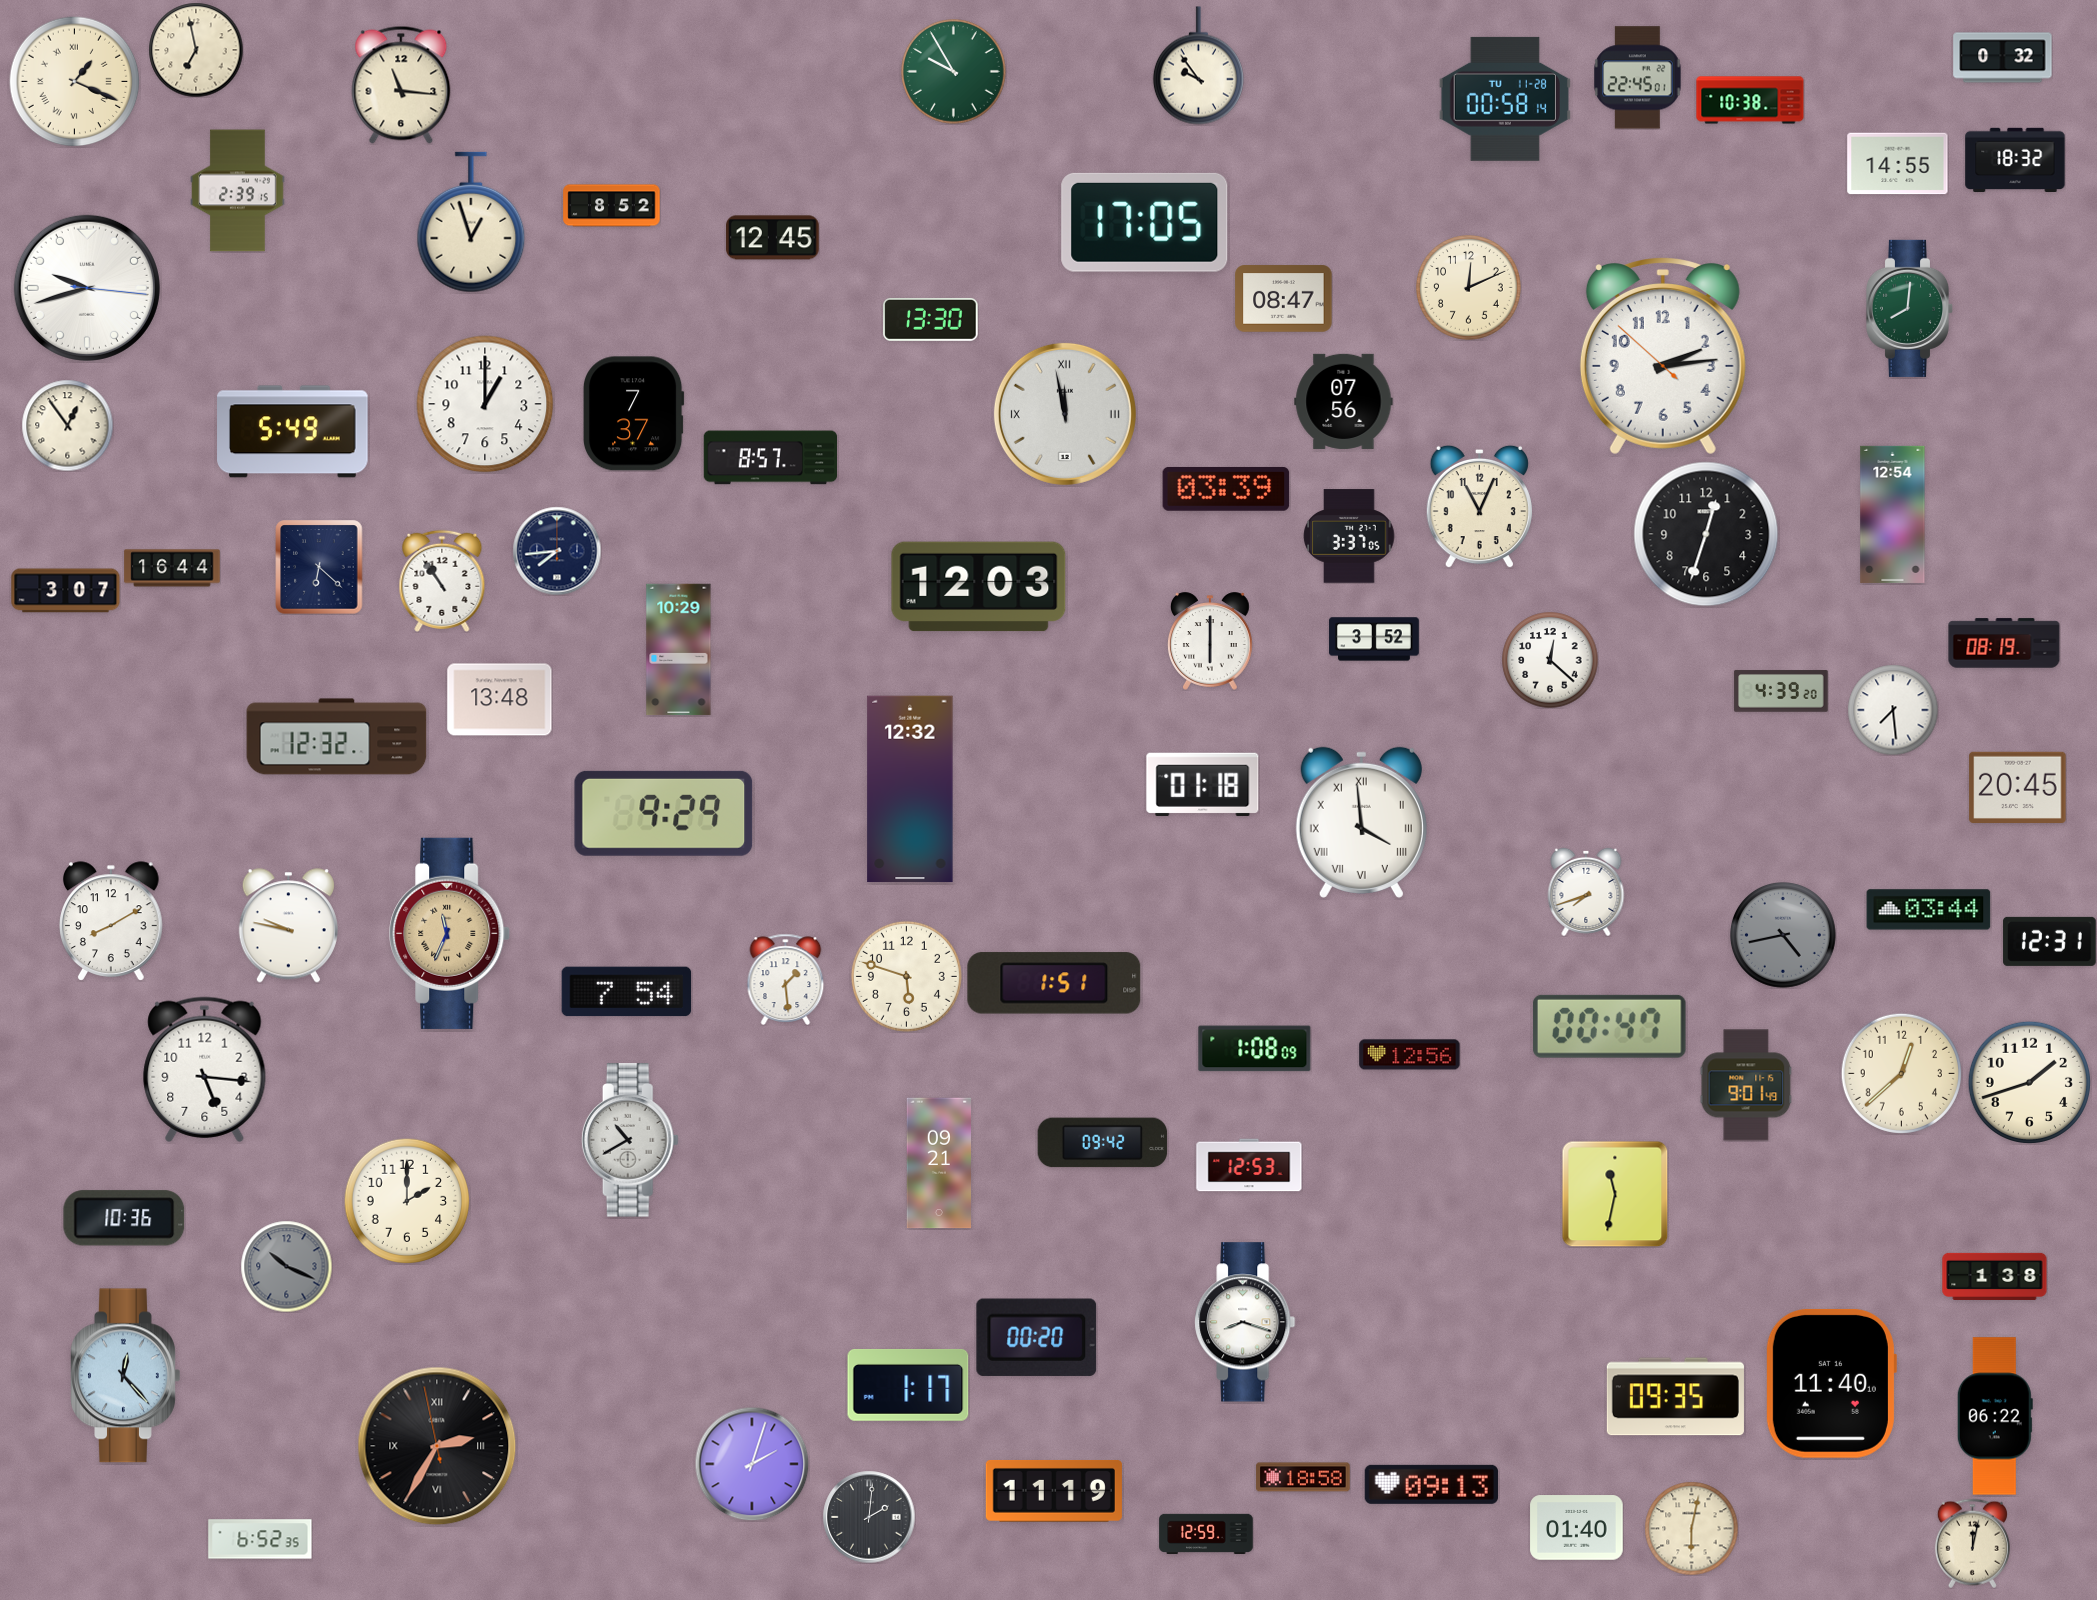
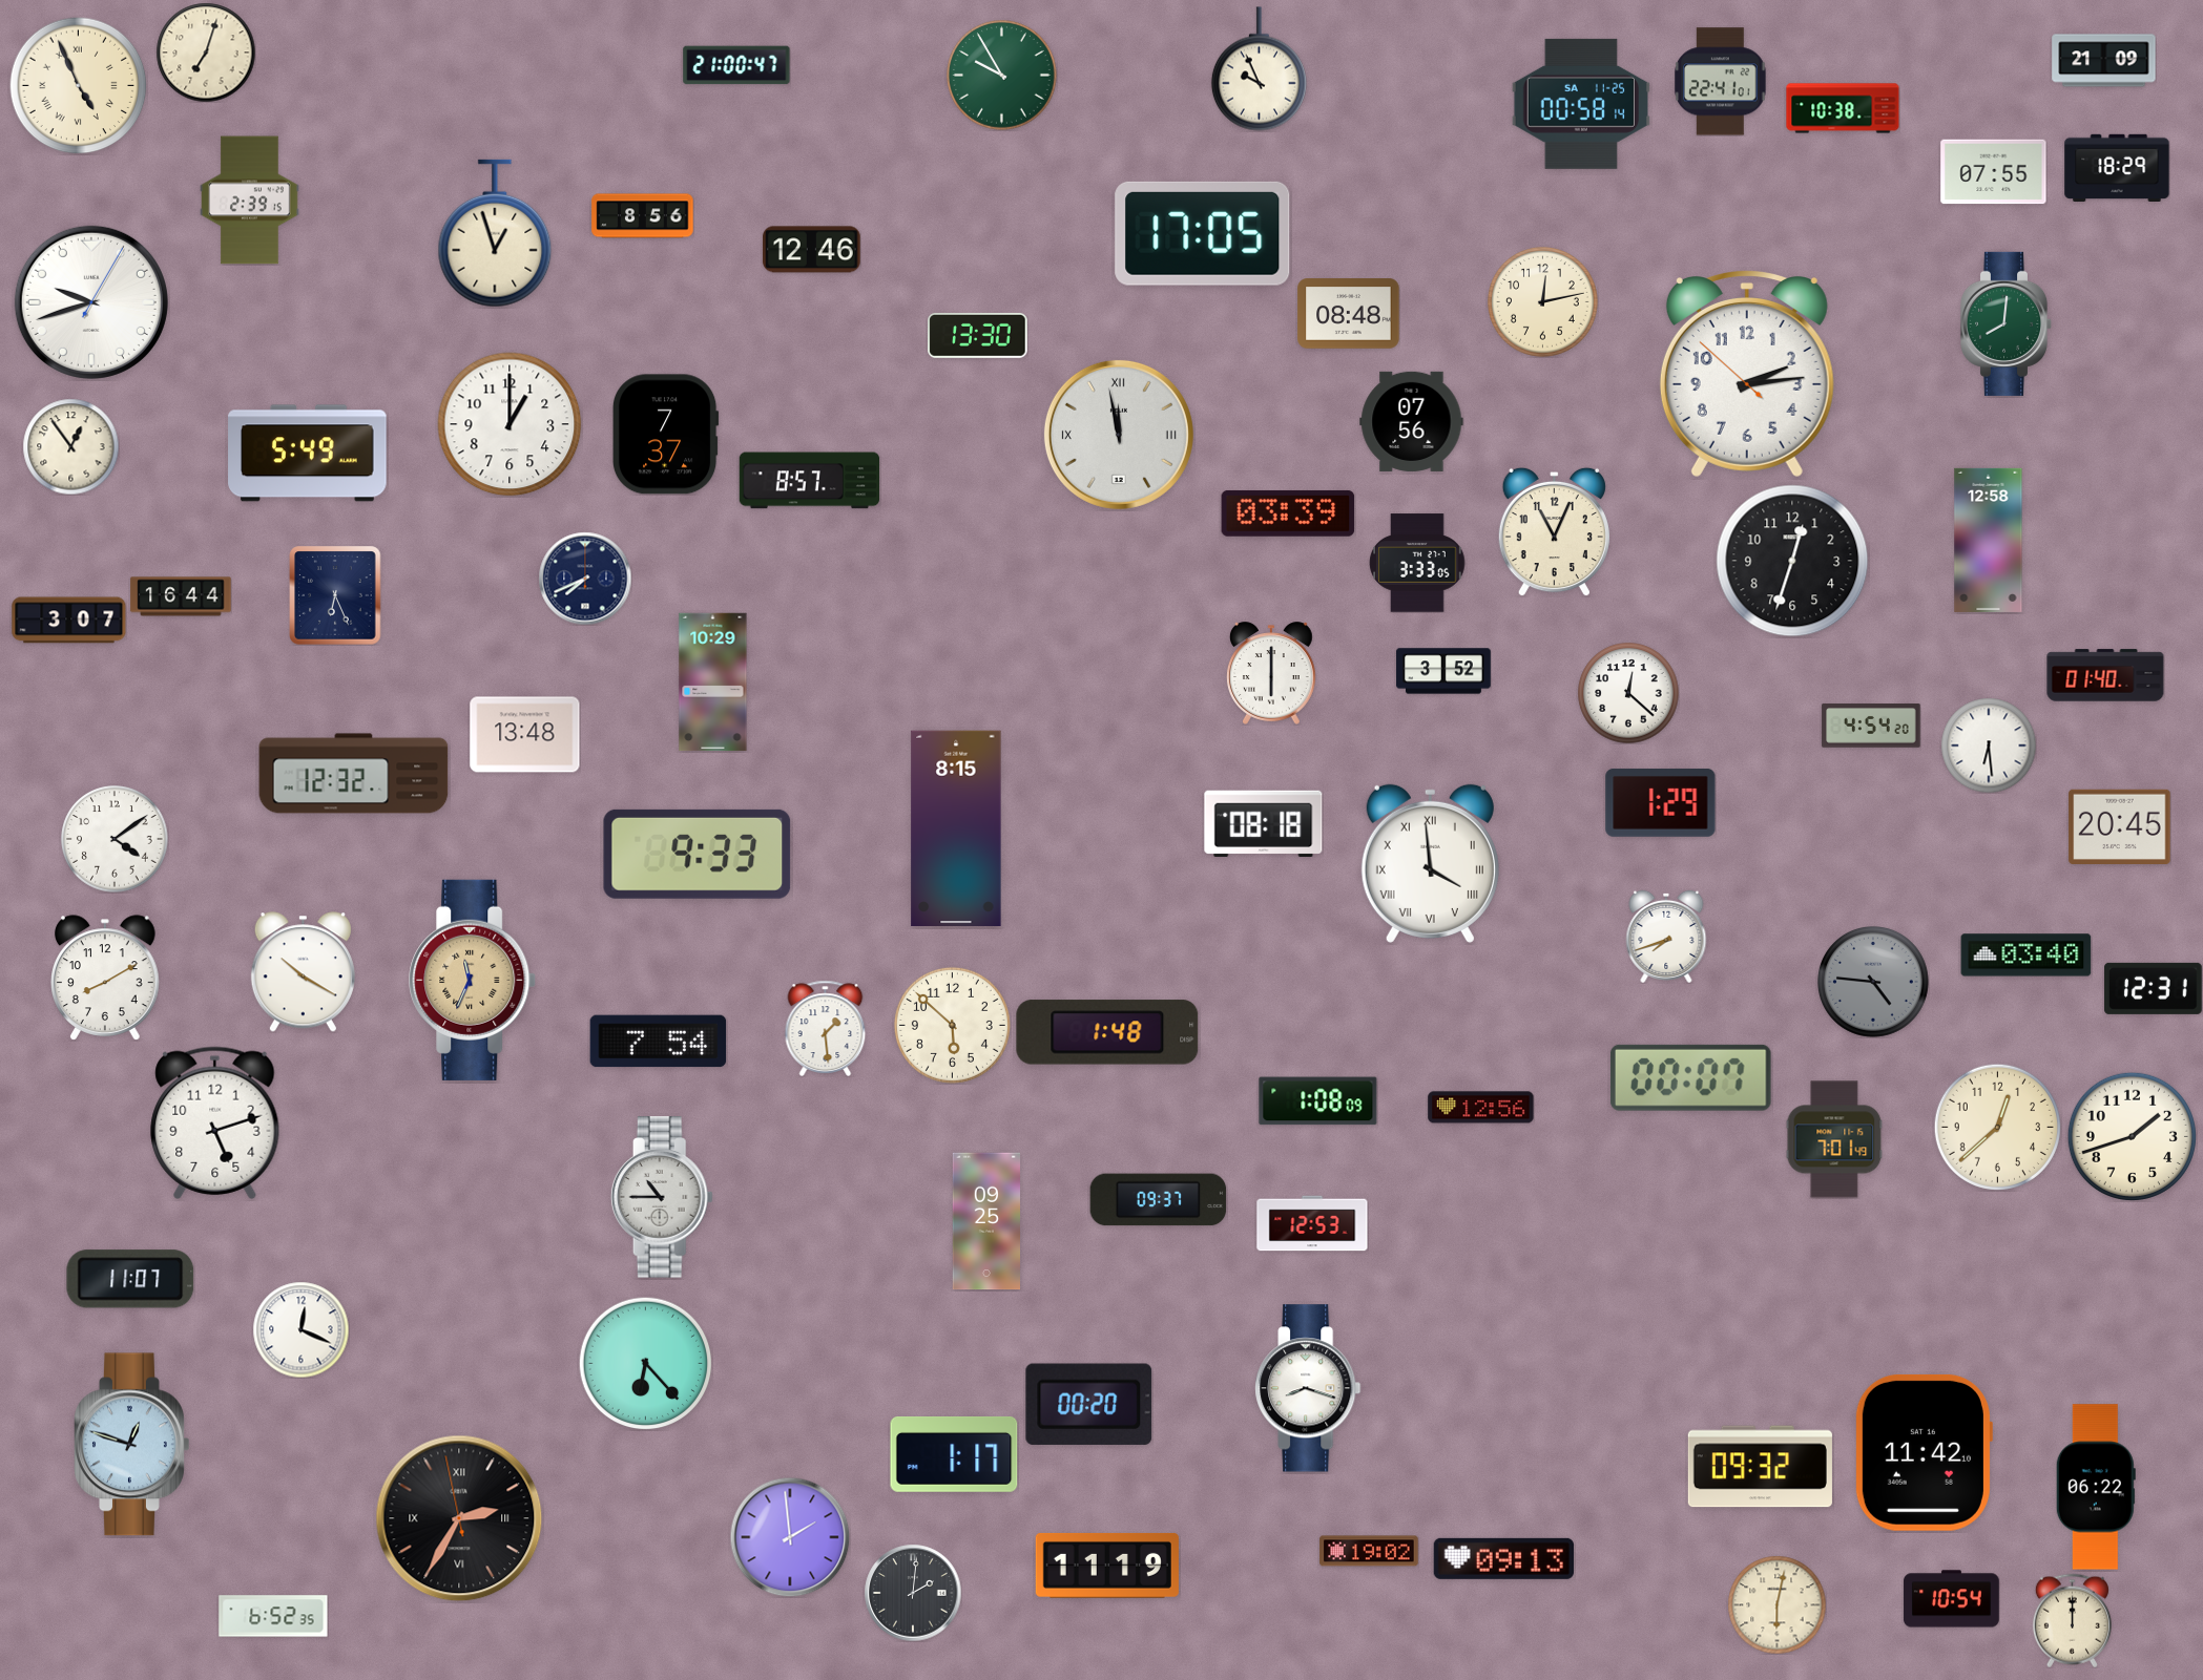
clock at (196, 50): 6:58 -> 7:03
clock at (2003, 58): 0:32 -> 21:09
clock at (736, 65): none -> 21:00
clock at (1198, 66): 9:54 -> 9:56
clock at (1638, 78): 22:45 -> 22:41
clock at (75, 82): 1:19 -> 4:56
clock at (401, 85): 11:16 -> none
clock at (1505, 99) date: TU 11-28 -> SA 11-25
clock at (1750, 100) position: (1750, 100) -> (1843, 108)
clock at (2015, 159): 18:32 -> 18:29
clock at (1898, 164): 14:55 -> 07:55
clock at (612, 206): 8:52 -> 8:56
clock at (773, 238): 12:45 -> 12:46
clock at (87, 288): 9:42:16 -> 9:42:05
clock at (1469, 288): 12:11 -> 12:13
clock at (1284, 299): 08:47 -> 08:48
clock at (1893, 514): 12:54 -> 12:58
clock at (1349, 536): 3:37 -> 3:33
clock at (557, 551): 7:44 -> 7:41
clock at (319, 567): 6:22 -> 6:26
clock at (442, 581): 10:54 -> none
clock at (979, 587): 12:03 -> none
clock at (2004, 643): 08:19 -> 01:40
clock at (1781, 691): 4:39 -> 4:54
clock at (1893, 710): 7:29 -> 6:29
clock at (1661, 802): none -> 1:29
clock at (1203, 784): 01:18 -> 08:18
clock at (910, 789): 12:32 -> 8:15
clock at (115, 839): none -> 4:09
clock at (664, 813): 9:29 -> 9:33
clock at (1929, 910): 03:44 -> 03:40
clock at (112, 921) position: (112, 921) -> (106, 978)
clock at (288, 926): 9:47 -> 10:20
clock at (1784, 936): 4:43 -> 4:46
clock at (906, 976): 5:48 -> 5:52
clock at (1054, 983): 1:51 -> 1:48
clock at (1609, 1026): 00:47 -> 00:07
clock at (205, 1069): 5:16 -> 5:12
clock at (1746, 1085): 9:01 -> 7:01
clock at (630, 1140): 10:40 -> 10:45
clock at (1103, 1143): 09:42 -> 09:37
clock at (938, 1163): 09:21 -> 09:25
clock at (1615, 1194): 11:32 -> none
clock at (407, 1201): 2:00 -> none
clock at (124, 1218): 10:36 -> 11:07
clock at (286, 1266): 10:19 -> 12:19
clock at (286, 1266) dial: grey -> white
clock at (1995, 1276): 1:38 -> none
clock at (645, 1363): none -> 6:23
clock at (126, 1376): 12:23 -> 12:48
clock at (1831, 1383): 11:40 -> 11:42
clock at (1675, 1397): 09:35 -> 09:32
clock at (752, 1464): 2:03 -> 1:59
clock at (1303, 1477): 18:58 -> 19:02
clock at (1952, 1599): none -> 10:54
clock at (1577, 1528): 01:40 -> none
clock at (1206, 1533): 12:59 -> none
clock at (1972, 1543): 12:02 -> 12:00
